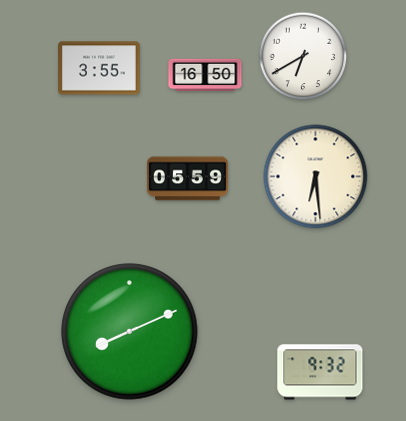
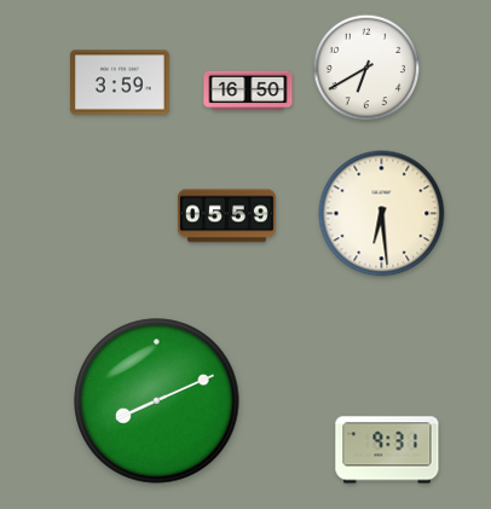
clock at (100, 68): 3:55 -> 3:59
clock at (320, 372): 9:32 -> 9:31
